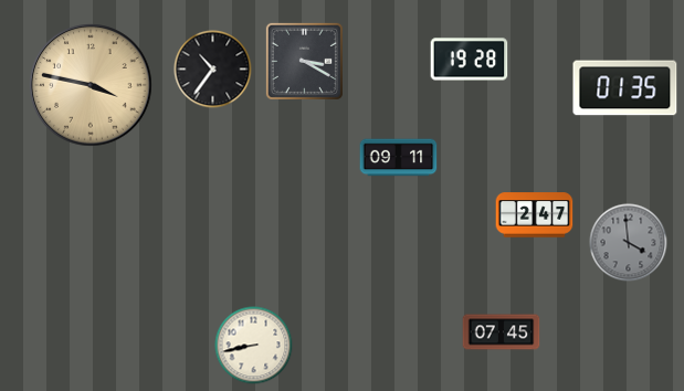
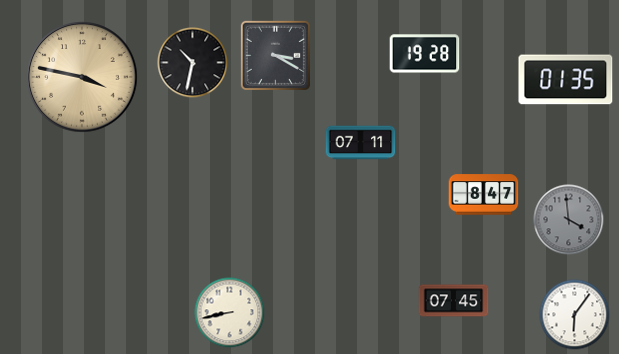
clock at (213, 70): 10:36 -> 10:32
clock at (399, 158): 09:11 -> 07:11
clock at (535, 215): 2:47 -> 8:47
clock at (575, 315): none -> 6:06
